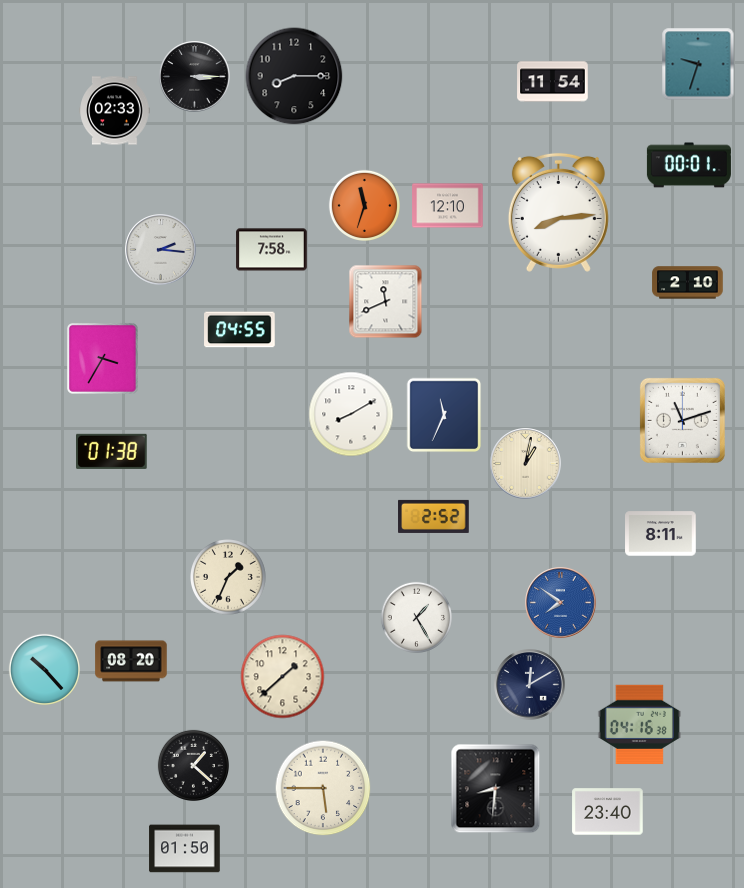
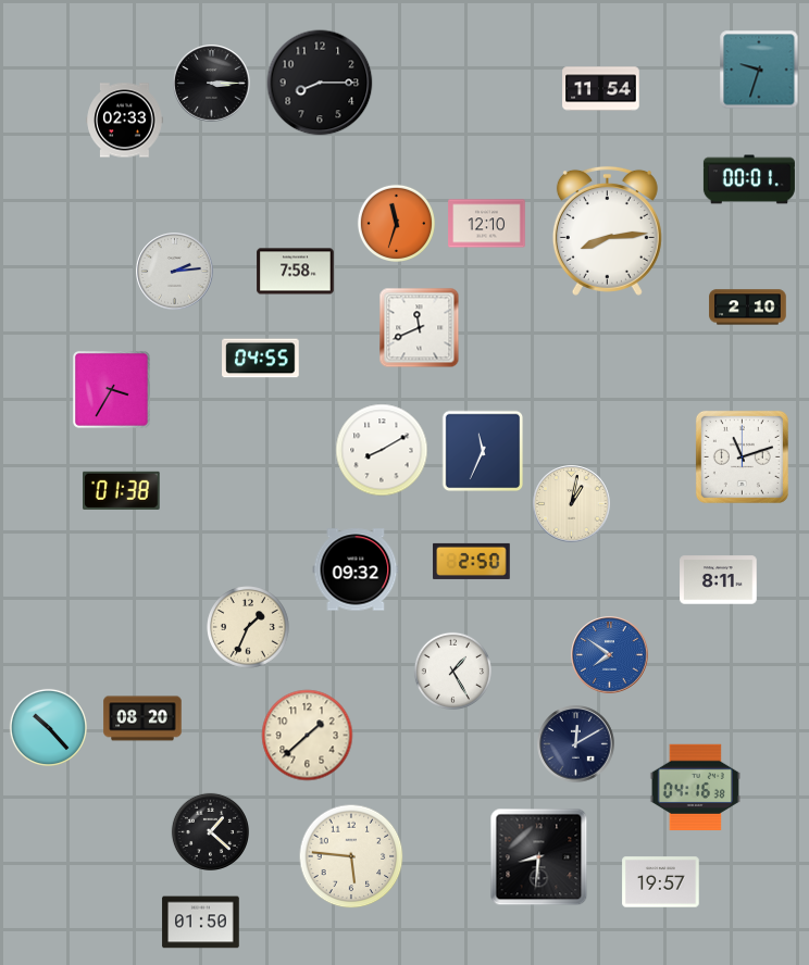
clock at (161, 250): 2:16 -> 2:14
clock at (434, 516): 2:52 -> 2:50
clock at (356, 569): none -> 09:32
clock at (323, 788): 5:45 -> 5:46
clock at (608, 812): 23:40 -> 19:57
